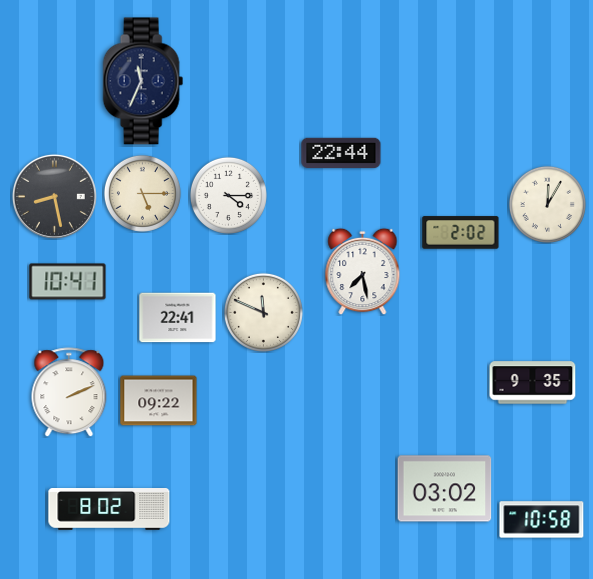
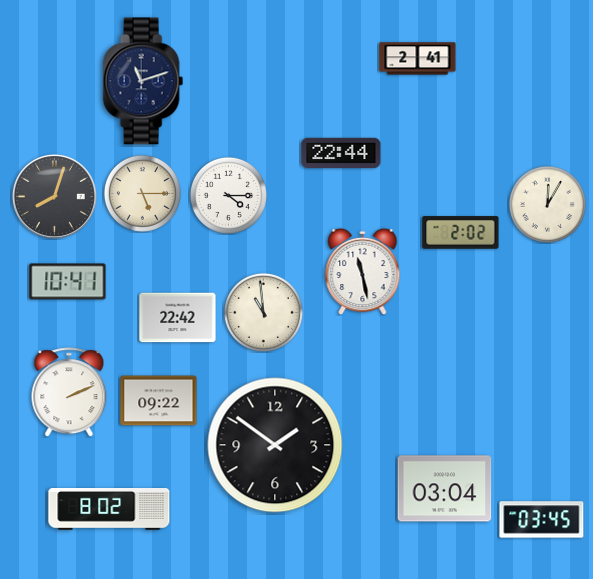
clock at (418, 59): none -> 2:41
clock at (143, 81): 11:34 -> 11:12
clock at (54, 196): 8:28 -> 8:03
clock at (363, 271): 7:28 -> 11:28
clock at (263, 312): 11:49 -> 10:59
clock at (178, 318): 22:41 -> 22:42
clock at (533, 383): 9:35 -> none
clock at (275, 445): none -> 1:51
clock at (445, 489): 03:02 -> 03:04
clock at (542, 520): 10:58 -> 03:45
